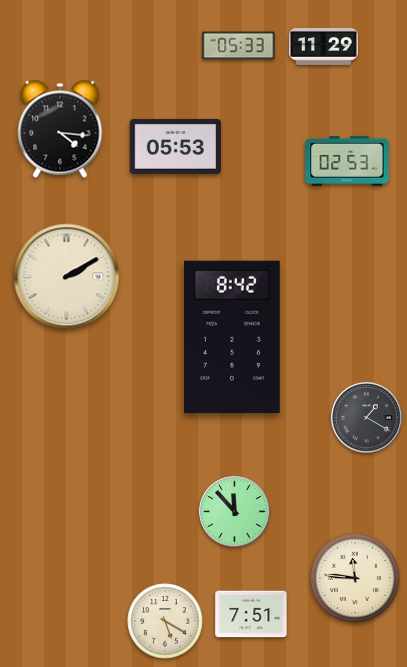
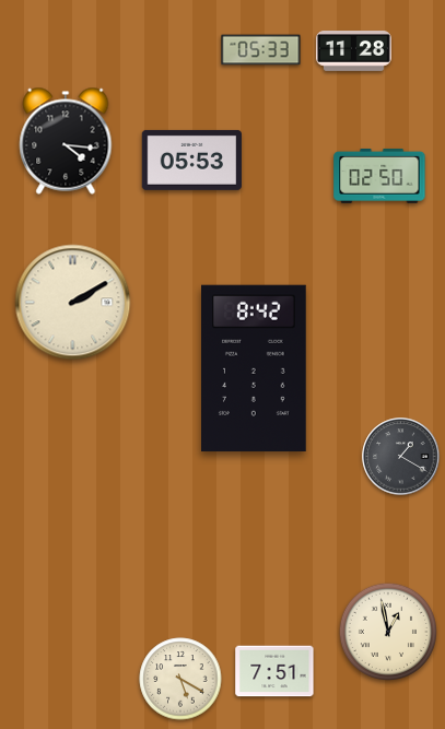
clock at (324, 47): 11:29 -> 11:28
clock at (347, 161): 02:53 -> 02:50
clock at (235, 512): 11:53 -> none
clock at (354, 577): 11:46 -> 12:58
